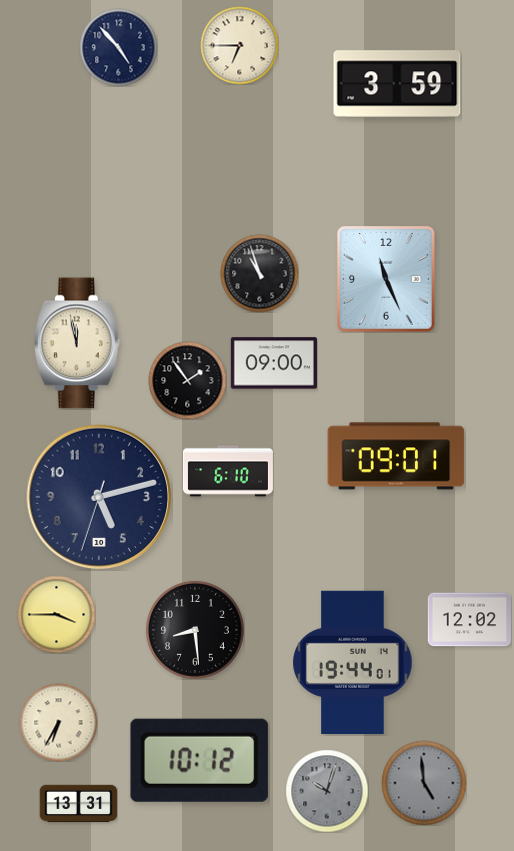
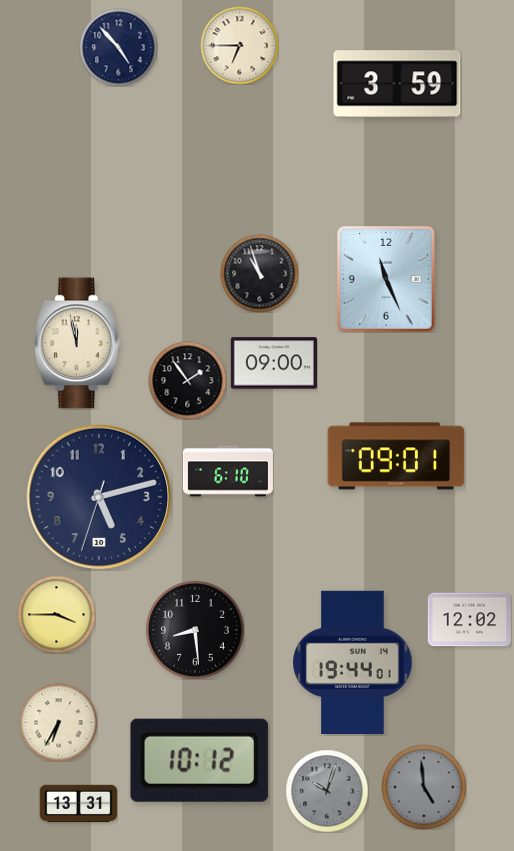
clock at (424, 783) position: (424, 783) -> (424, 787)
